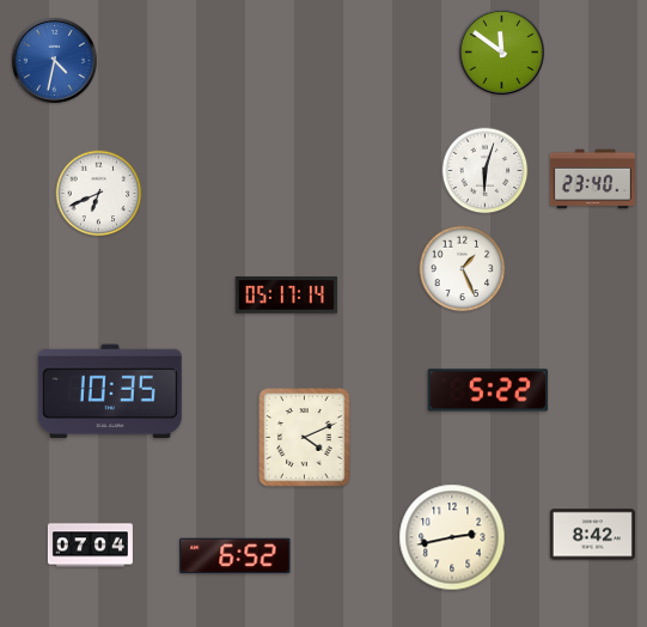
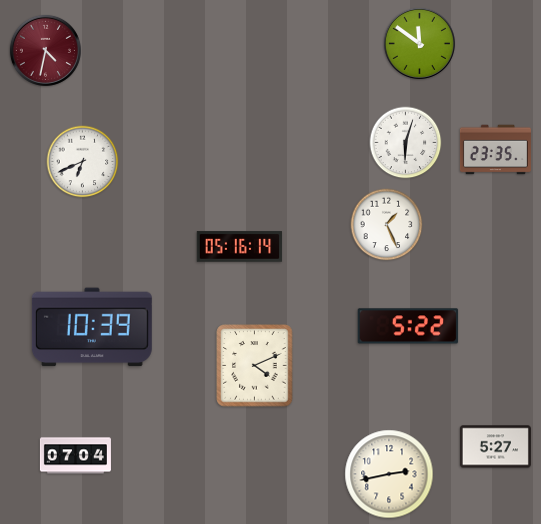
clock at (54, 60) dial: blue -> burgundy
clock at (592, 179): 23:40 -> 23:35
clock at (287, 296): 05:17 -> 05:16
clock at (110, 391): 10:35 -> 10:39
clock at (592, 535): 8:42 -> 5:27
clock at (452, 537) position: (452, 537) -> (389, 474)
clock at (236, 556): 6:52 -> none
